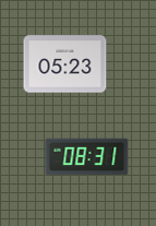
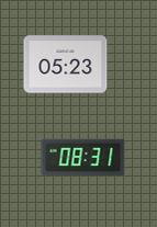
clock at (87, 157) position: (87, 157) -> (83, 158)
